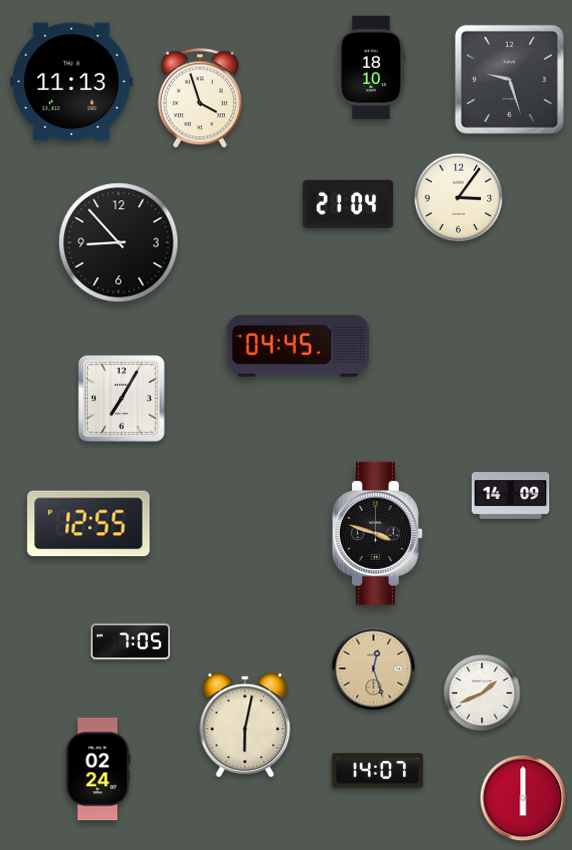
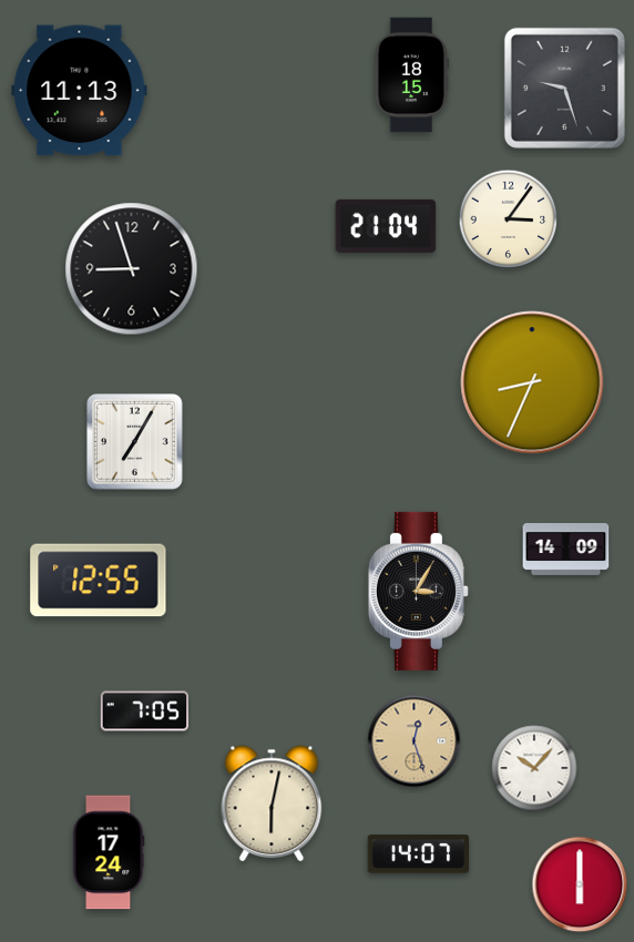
clock at (372, 68): 18:10 -> 18:15
clock at (200, 98): 3:57 -> none
clock at (119, 243): 8:53 -> 8:57
clock at (532, 382): none -> 8:34
clock at (298, 346): 04:45 -> none
clock at (377, 533): 3:48 -> 3:05
clock at (482, 693): 1:41 -> 10:07
clock at (98, 769): 02:24 -> 17:24
